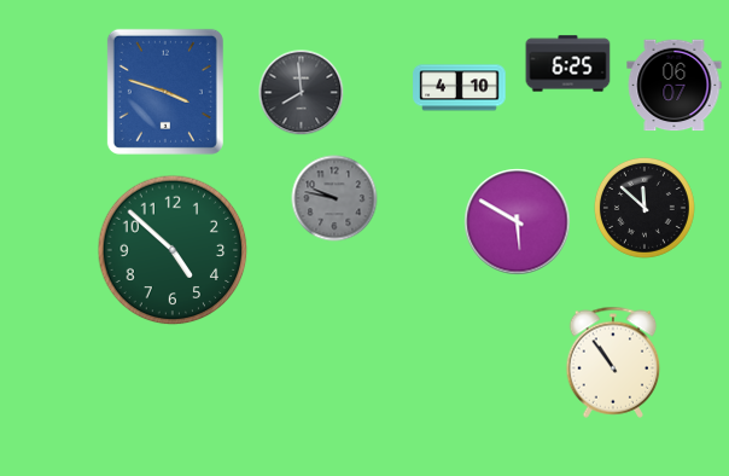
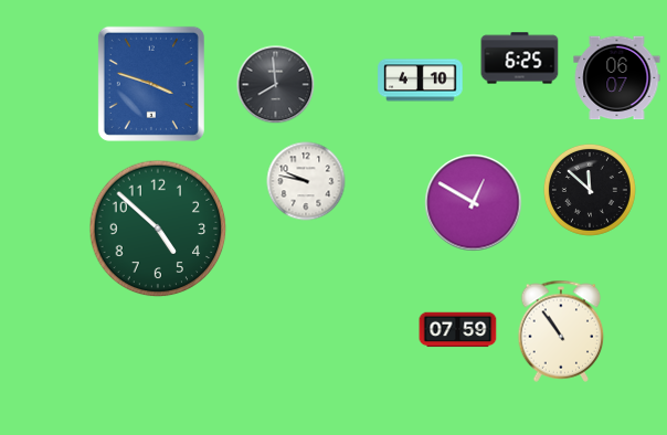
clock at (334, 198) dial: grey -> white
clock at (518, 222): 5:50 -> 12:50
clock at (458, 330): none -> 07:59
